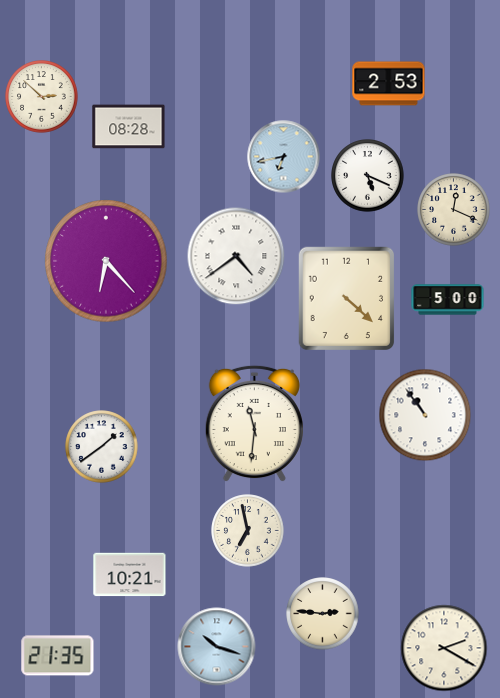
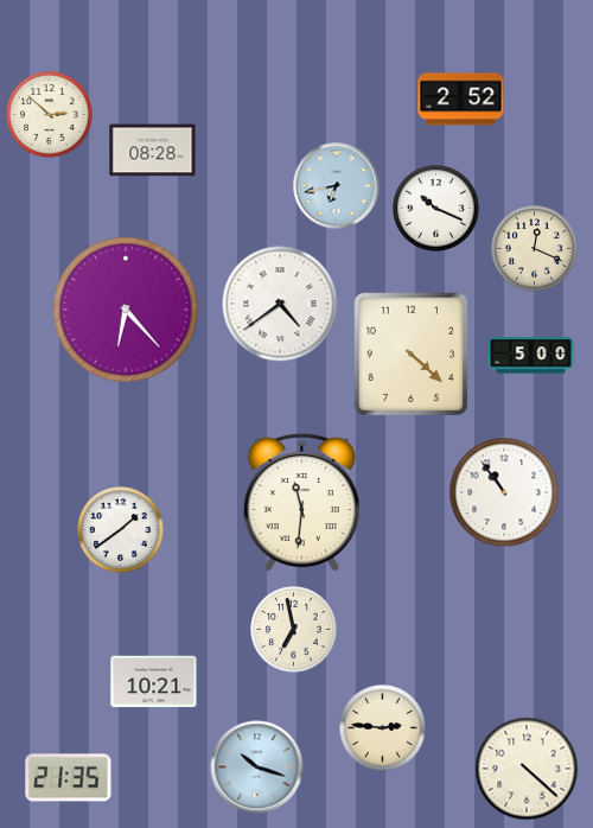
clock at (389, 84): 2:53 -> 2:52
clock at (368, 176): 5:19 -> 10:19
clock at (454, 210) position: (454, 210) -> (535, 249)
clock at (444, 648): 2:20 -> 4:22
